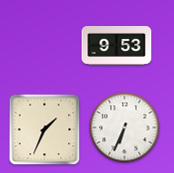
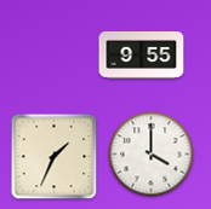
clock at (117, 46): 9:53 -> 9:55
clock at (125, 128): 6:34 -> 4:00
